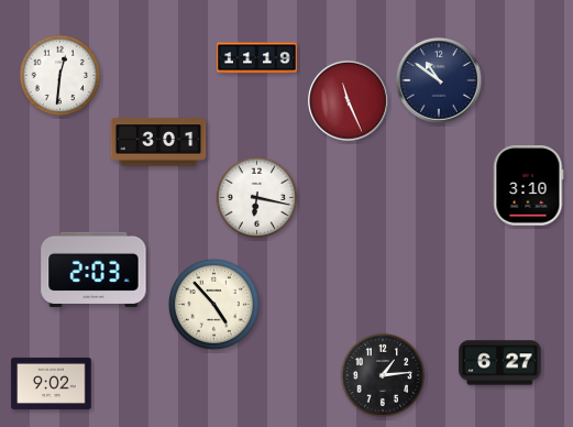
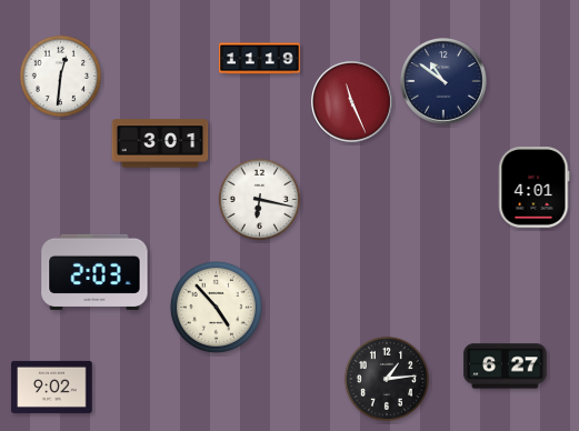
clock at (528, 186): 3:10 -> 4:01
